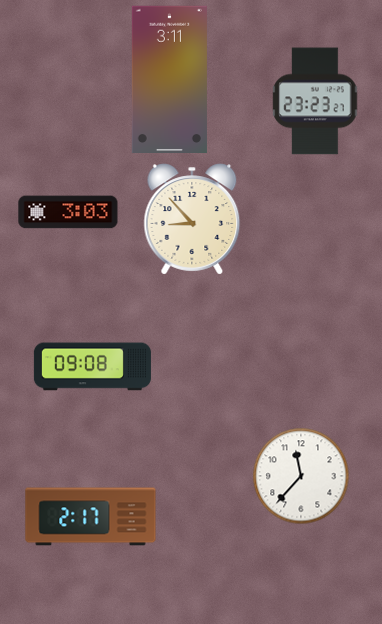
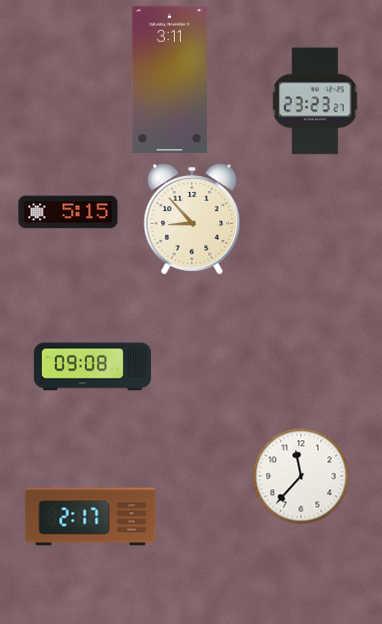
clock at (68, 212): 3:03 -> 5:15
